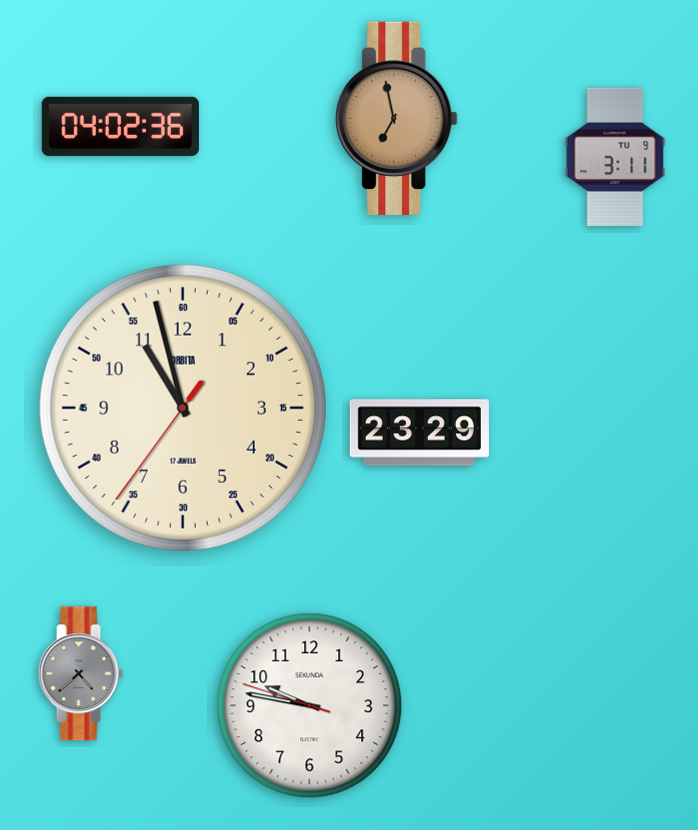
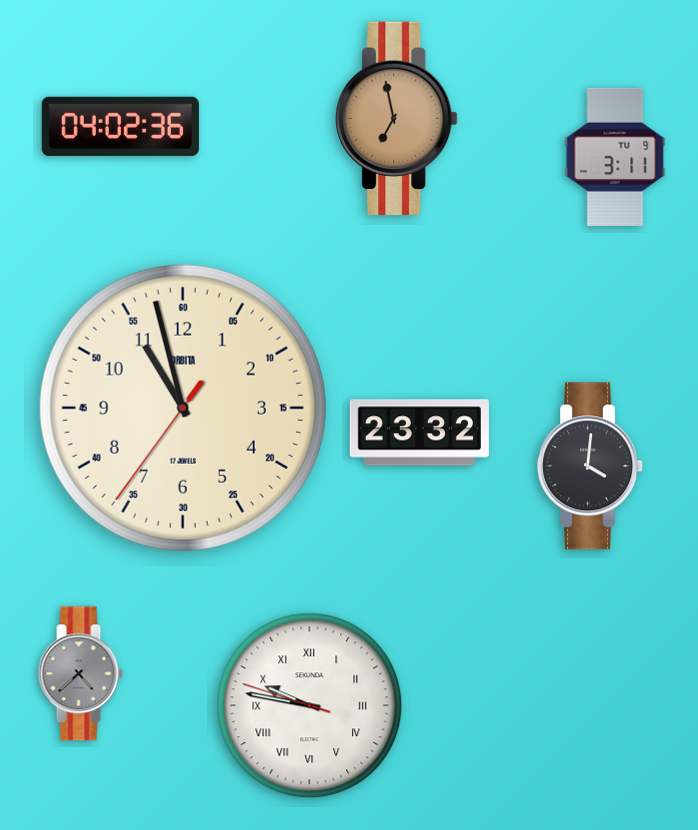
clock at (419, 433): 23:29 -> 23:32
clock at (591, 466): none -> 4:01
clock at (310, 706) numerals: Arabic -> Roman
